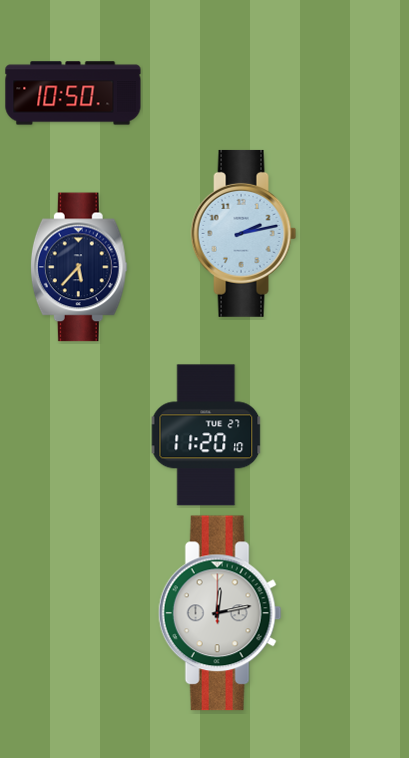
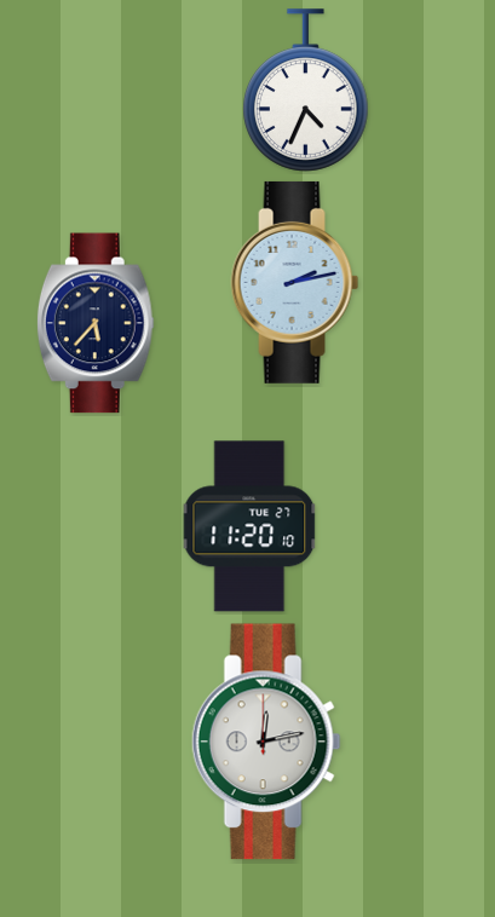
clock at (306, 91): none -> 4:34
clock at (73, 93): 10:50 -> none
